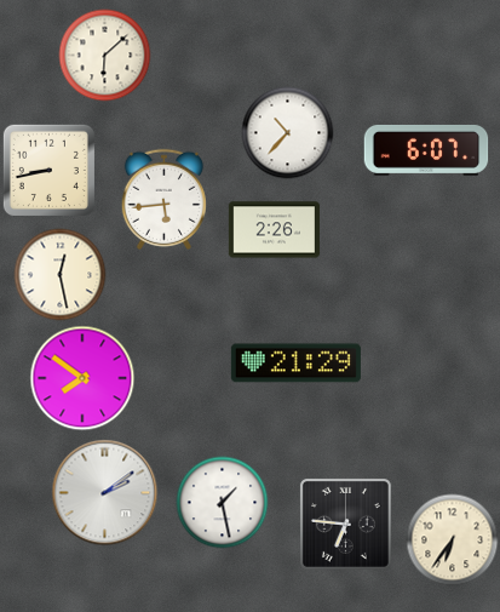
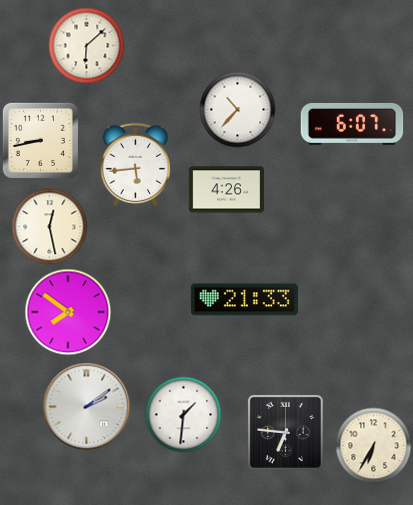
clock at (274, 230): 2:26 -> 4:26
clock at (295, 364): 21:29 -> 21:33
clock at (223, 503): 1:28 -> 1:31
clock at (453, 540): 6:36 -> 6:35
